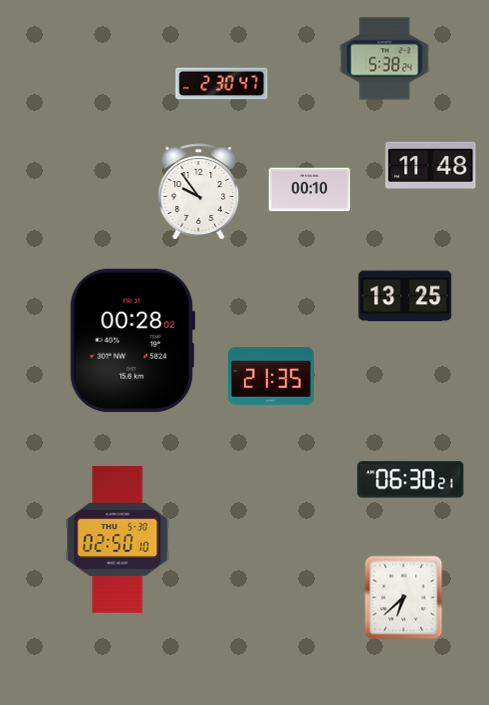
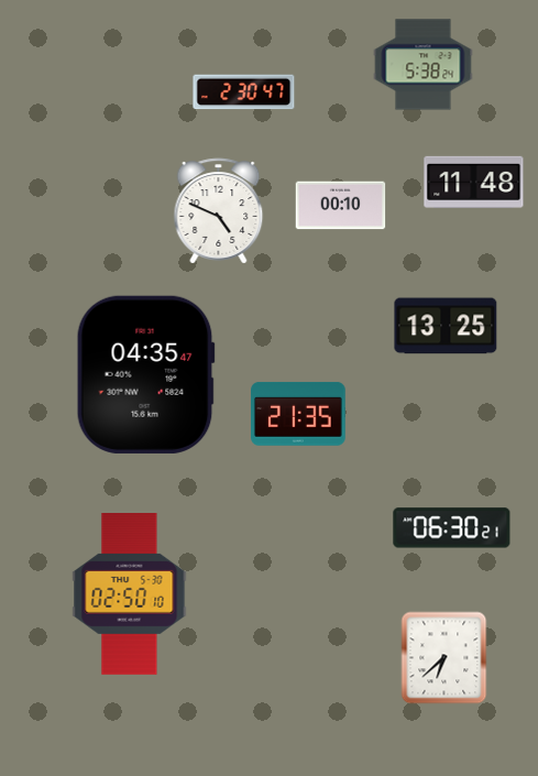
clock at (310, 190) position: (310, 190) -> (341, 206)
clock at (199, 192): 9:54 -> 4:49
clock at (132, 340): 00:28 -> 04:35
